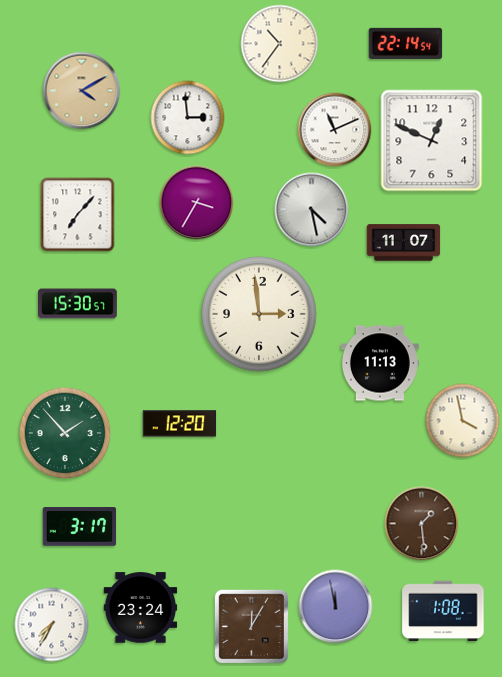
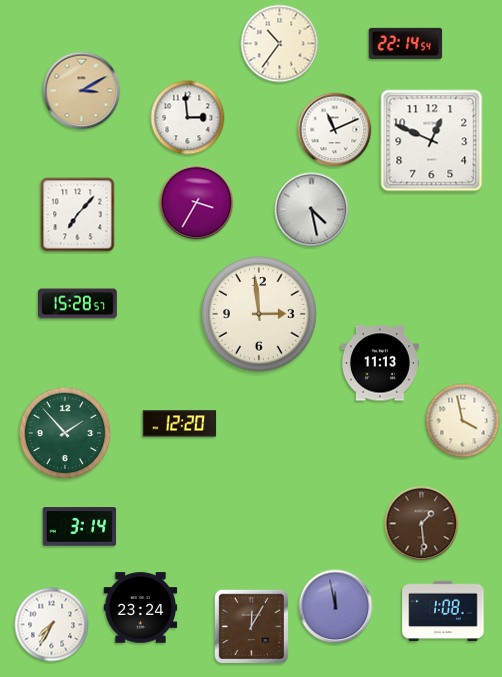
clock at (82, 91): 4:10 -> 3:10
clock at (404, 243): 11:07 -> none
clock at (78, 304): 15:30 -> 15:28
clock at (80, 527): 3:17 -> 3:14
